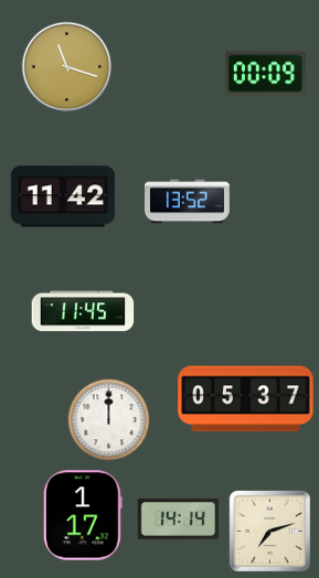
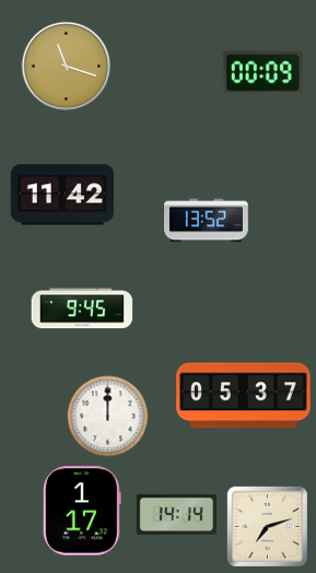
clock at (188, 202) position: (188, 202) -> (207, 221)
clock at (83, 311): 11:45 -> 9:45
